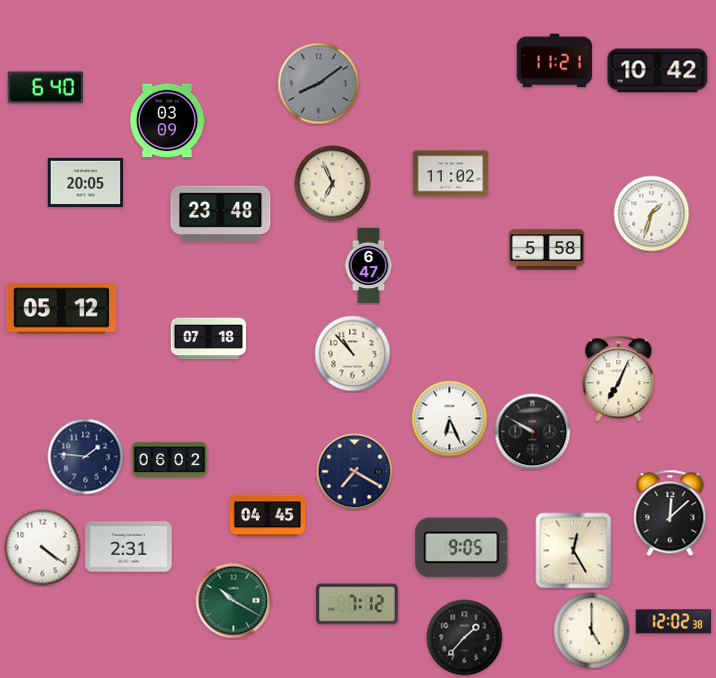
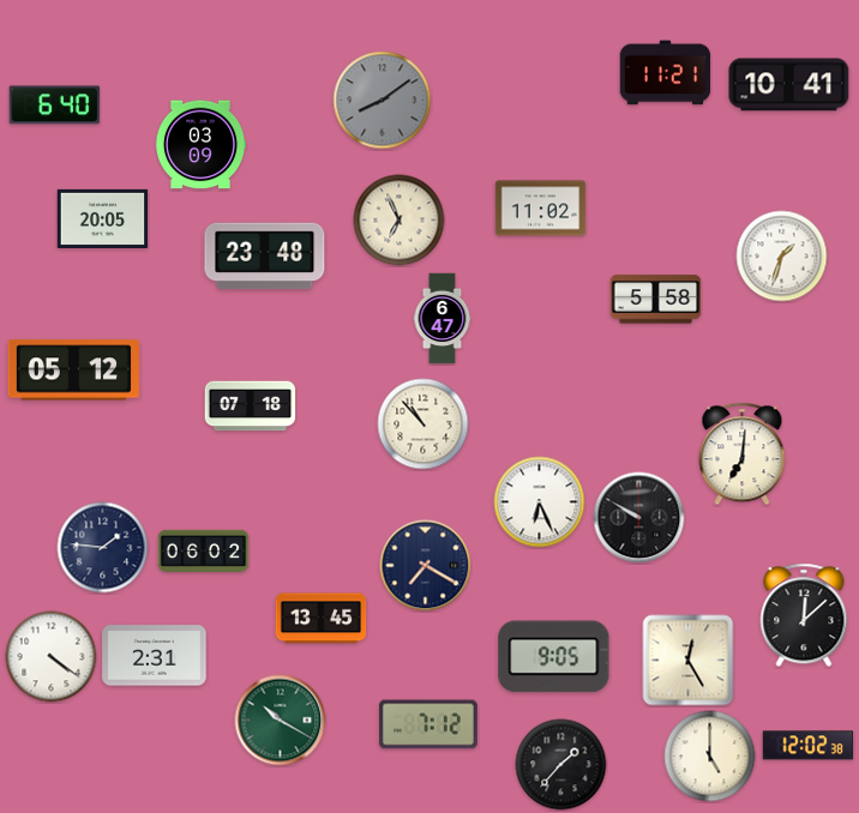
clock at (658, 71): 10:42 -> 10:41
clock at (619, 379): 7:04 -> 7:01
clock at (268, 516): 04:45 -> 13:45
clock at (465, 638) position: (465, 638) -> (561, 765)
